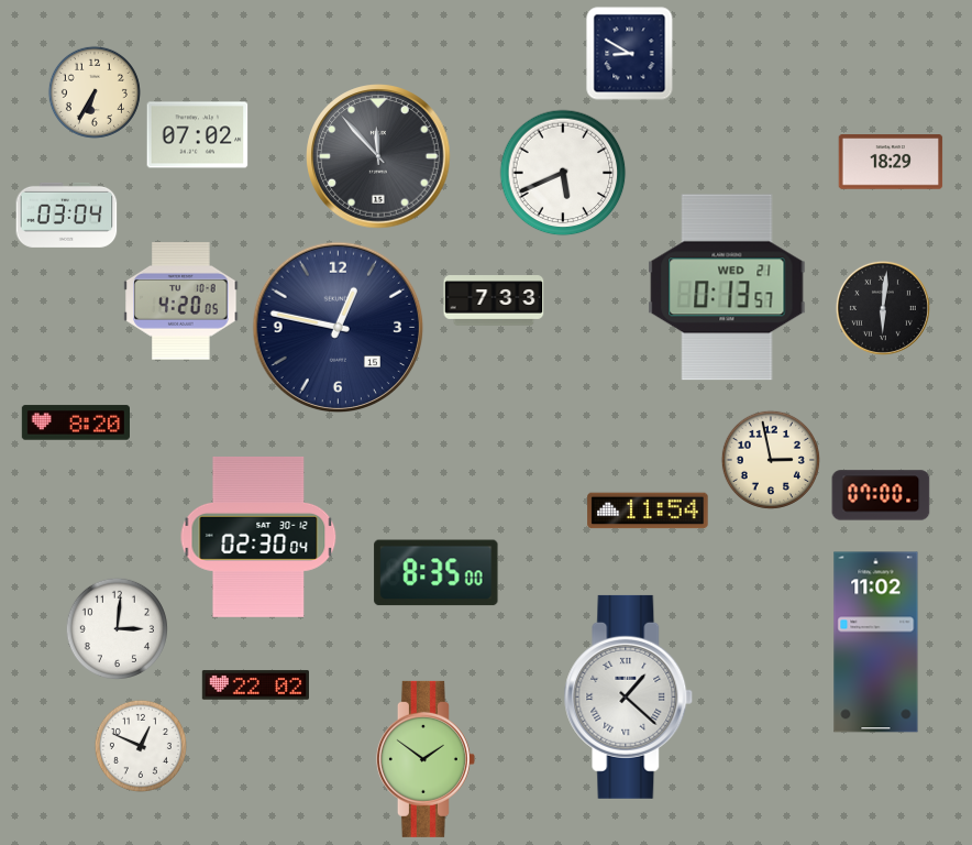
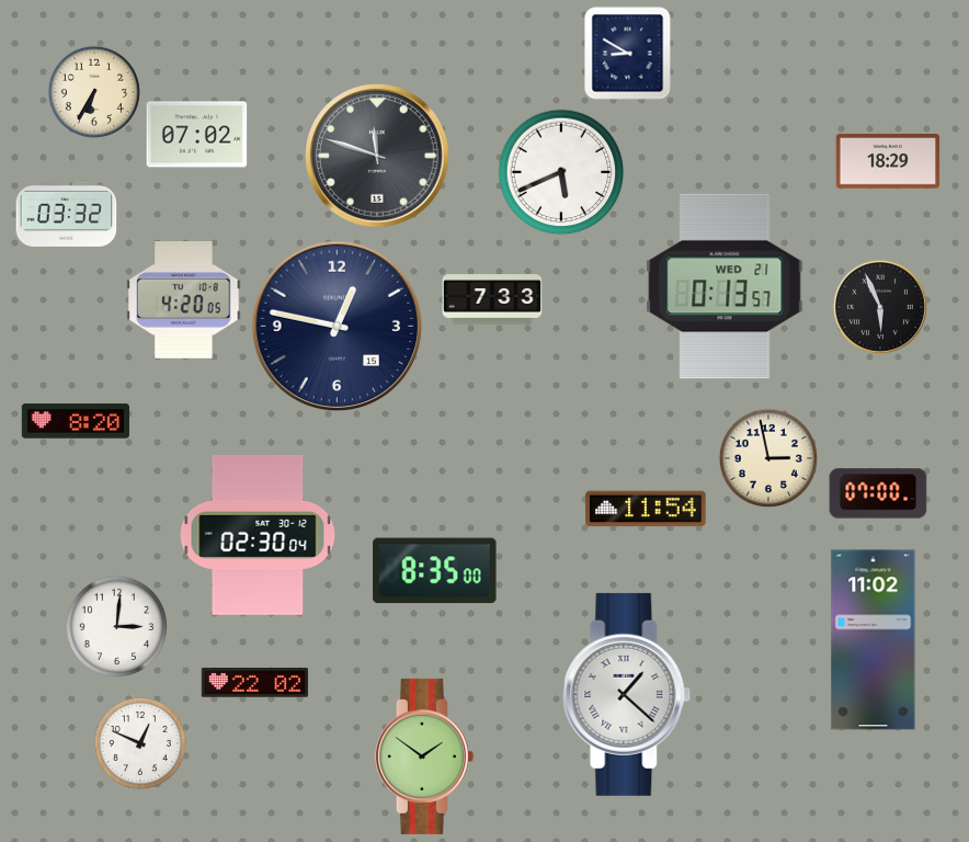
clock at (378, 156): 11:53 -> 11:48
clock at (67, 215): 03:04 -> 03:32
clock at (181, 301) position: (181, 301) -> (184, 300)
clock at (883, 308): 6:01 -> 5:56
